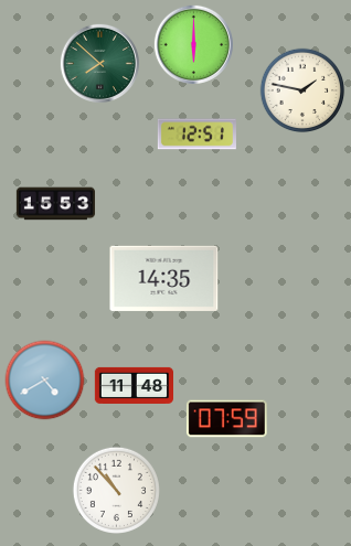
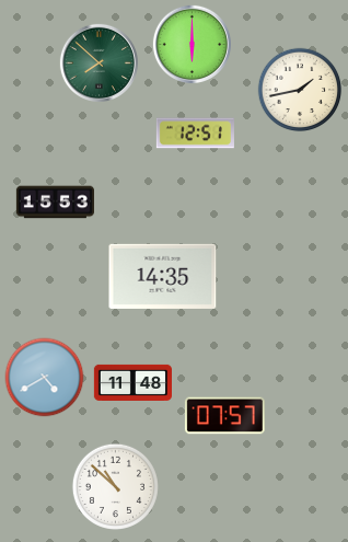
clock at (302, 90): 1:47 -> 1:43
clock at (226, 419): 07:59 -> 07:57
clock at (116, 490): 10:53 -> 10:52
